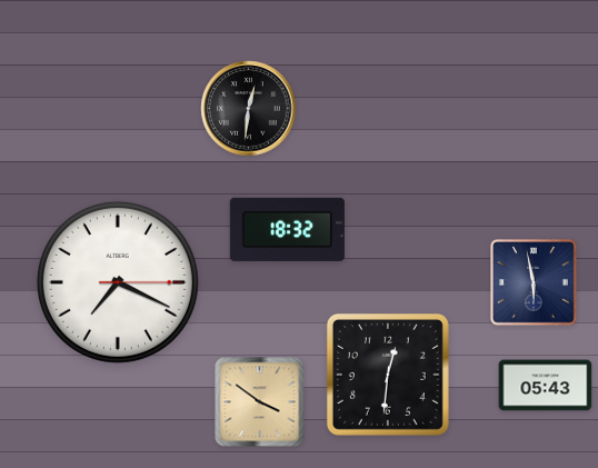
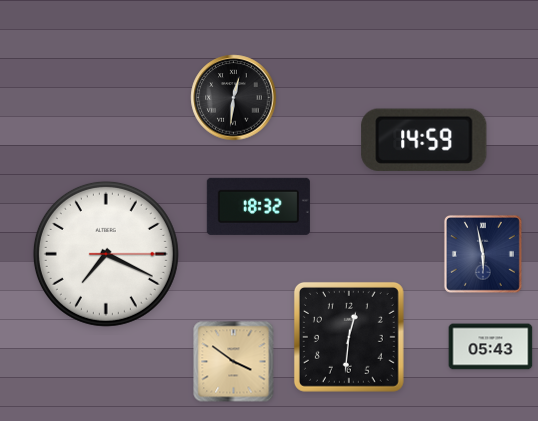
clock at (249, 109) position: (249, 109) -> (234, 98)
clock at (424, 140): none -> 14:59
clock at (534, 282) position: (534, 282) -> (483, 254)
